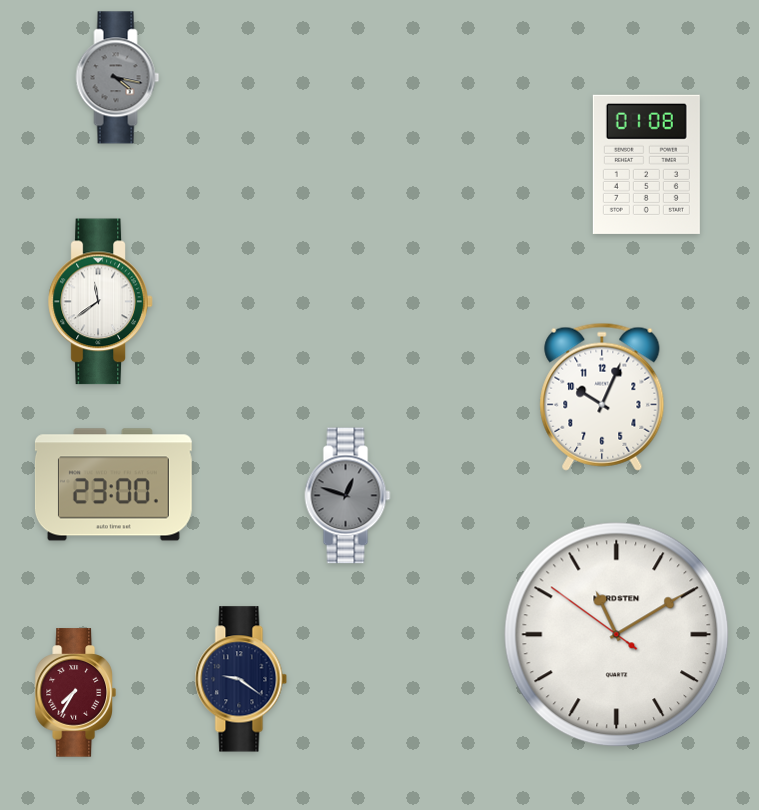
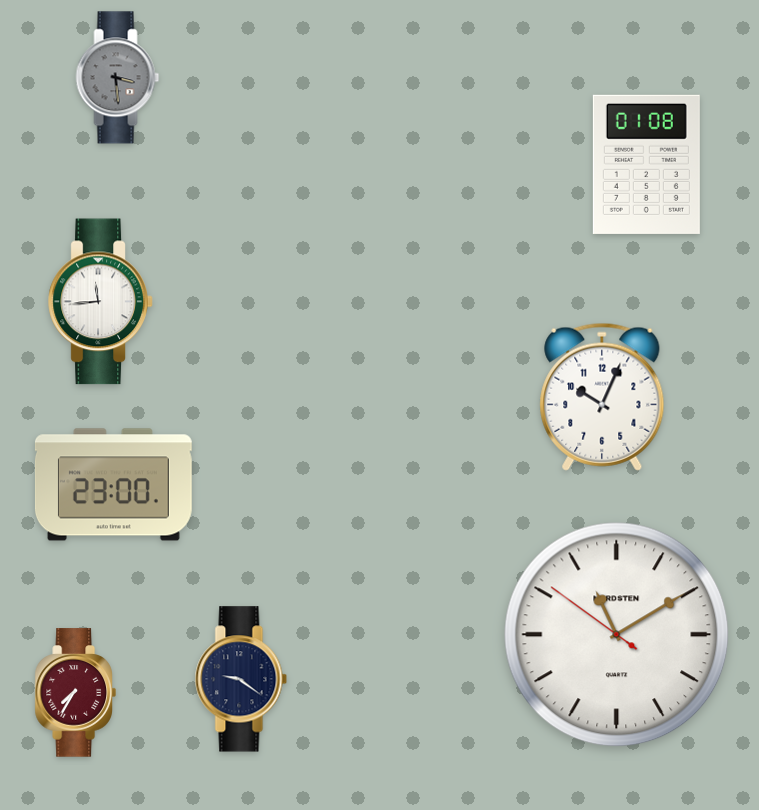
clock at (118, 78): 4:17 -> 3:29
clock at (101, 302): 11:39 -> 11:44
clock at (348, 496): 12:48 -> none
